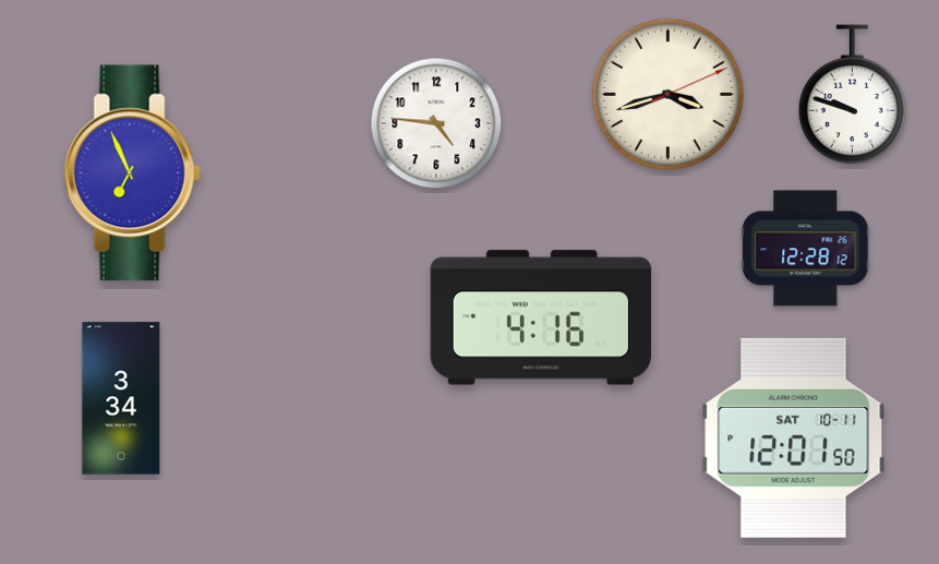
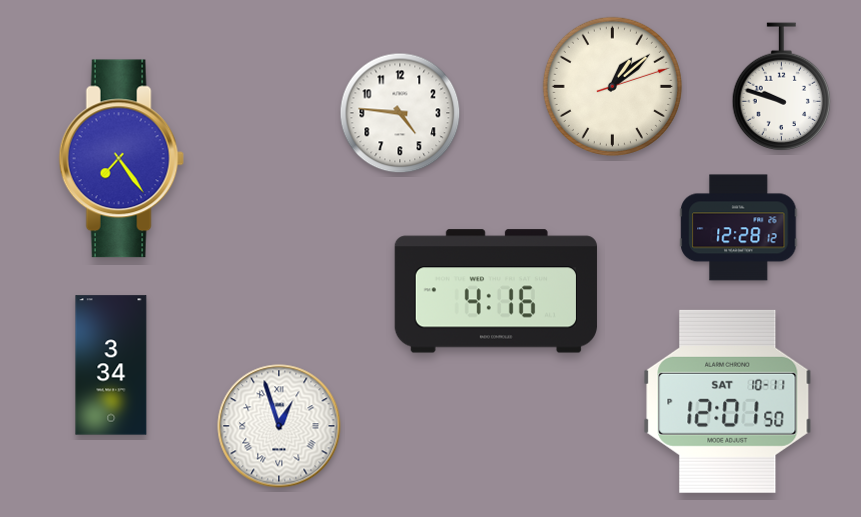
clock at (667, 94): 3:42 -> 1:08
clock at (132, 173): 6:56 -> 7:24
clock at (279, 426): none -> 12:57
